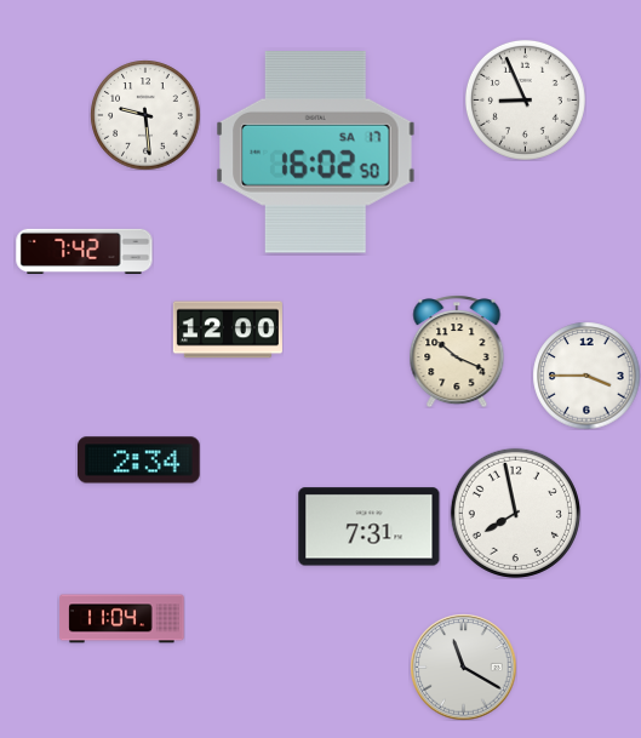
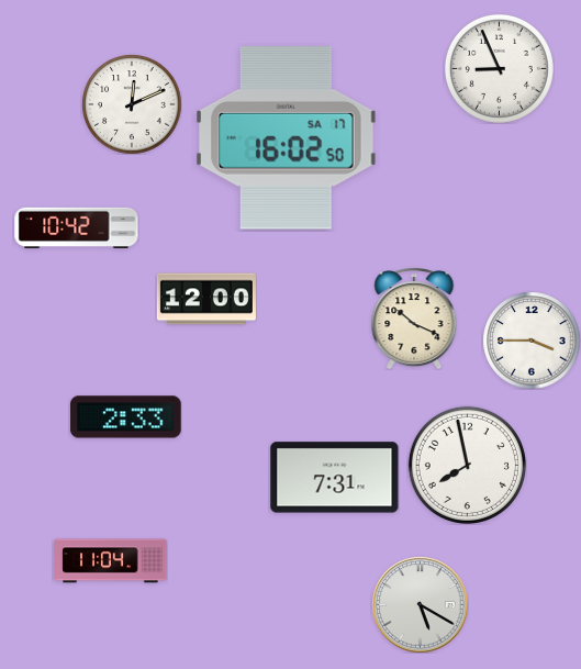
clock at (525, 99) position: (525, 99) -> (499, 68)
clock at (145, 115): 9:29 -> 12:11
clock at (85, 251): 7:42 -> 10:42
clock at (139, 460): 2:34 -> 2:33
clock at (463, 667): 11:20 -> 5:20
